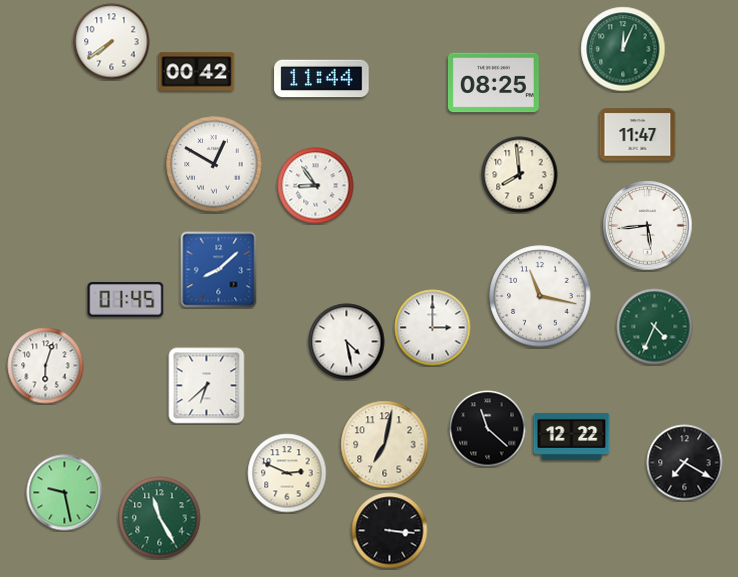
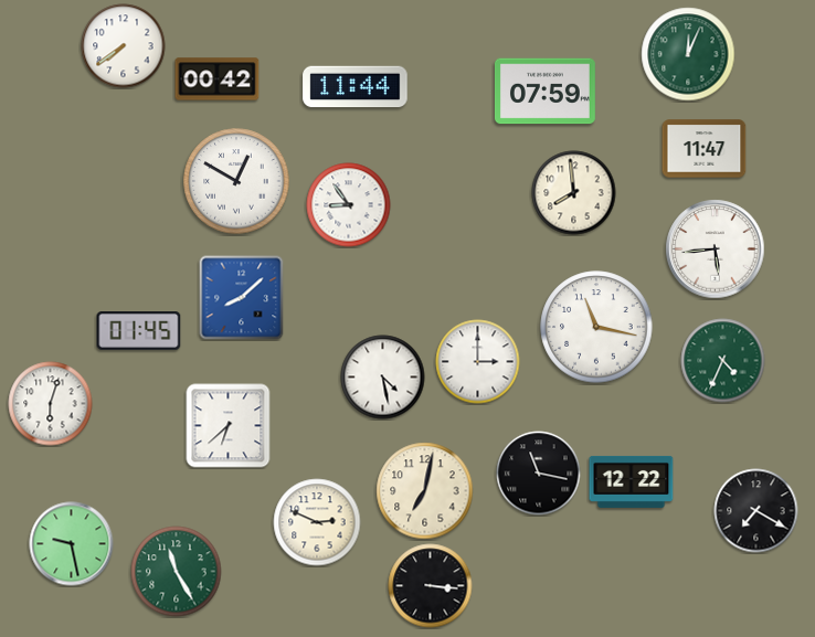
clock at (493, 83): 08:25 -> 07:59
clock at (488, 429): 11:22 -> 11:17
